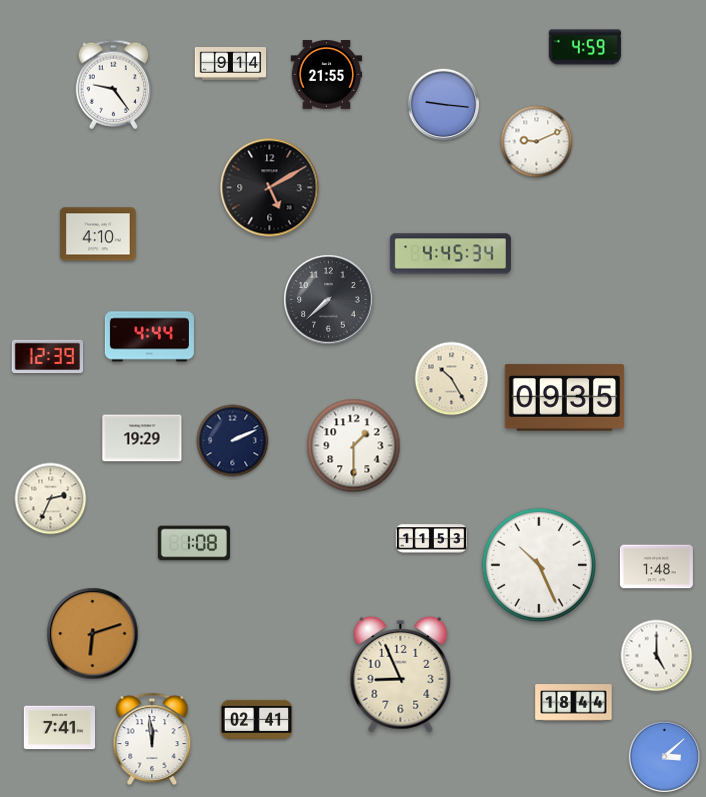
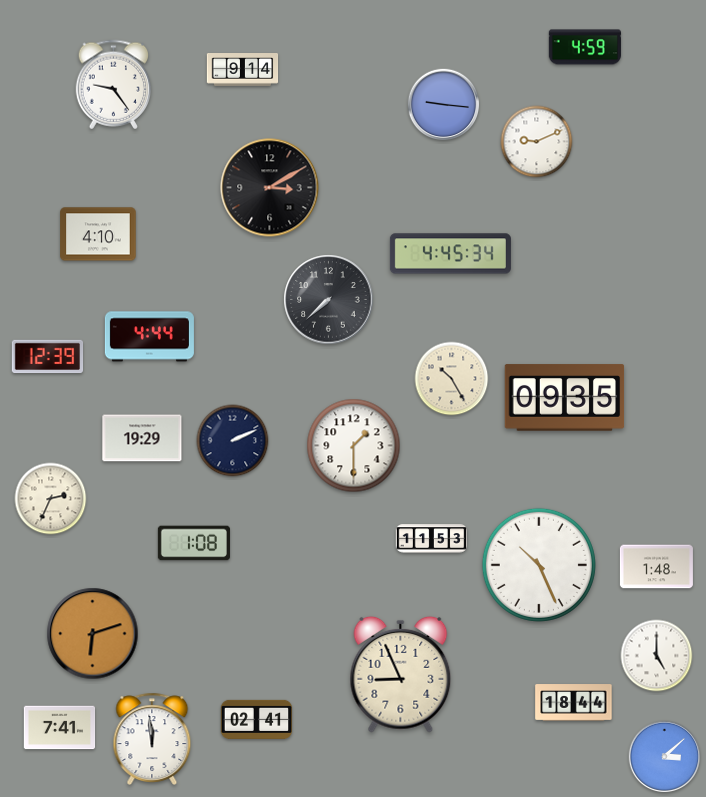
clock at (231, 64) position: (231, 64) -> (243, 70)
clock at (327, 75): 21:55 -> none
clock at (270, 188): 5:10 -> 3:10
